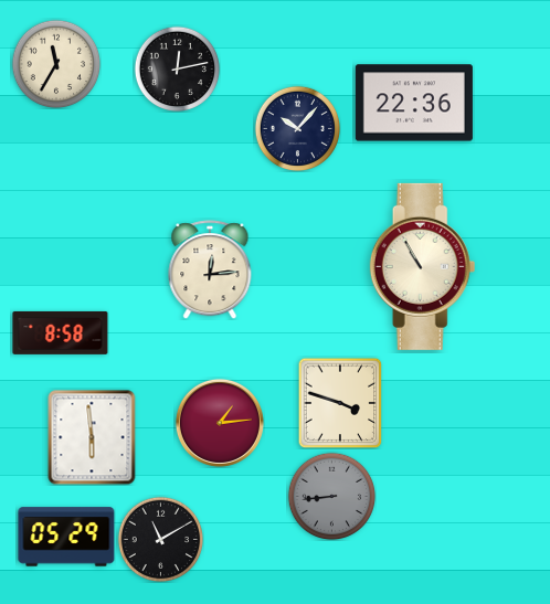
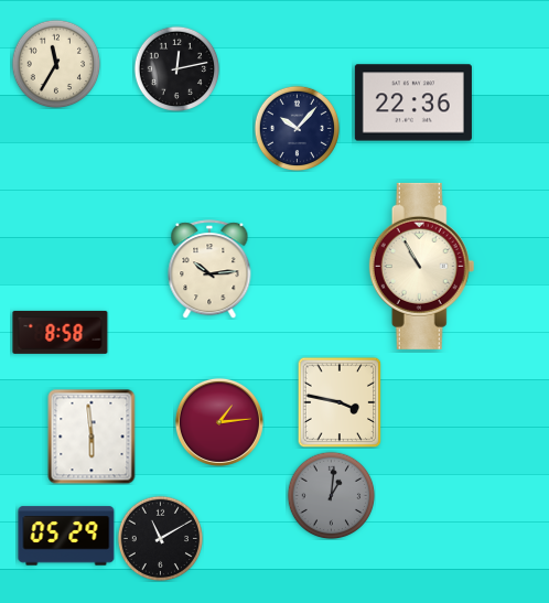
clock at (210, 269): 12:14 -> 10:14
clock at (340, 403): 3:48 -> 3:47
clock at (331, 496): 8:44 -> 1:01
